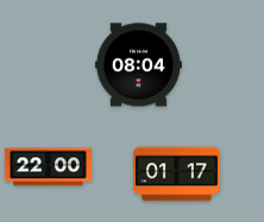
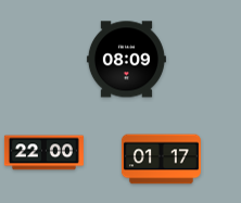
clock at (138, 65): 08:04 -> 08:09
